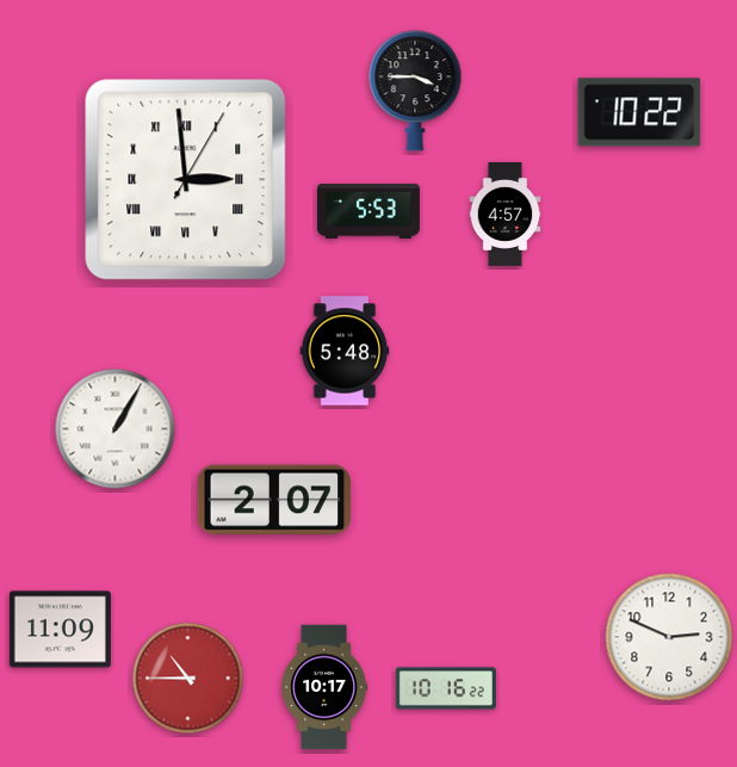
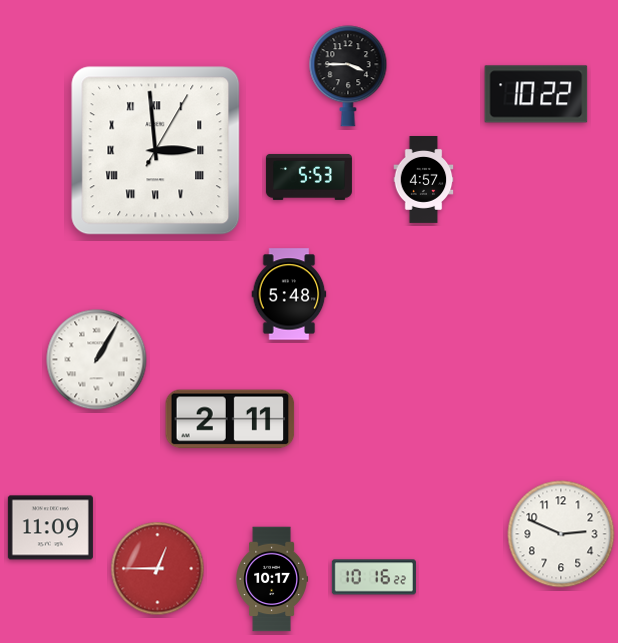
clock at (274, 500): 2:07 -> 2:11
clock at (188, 679): 10:45 -> 12:45
clock at (323, 687) position: (323, 687) -> (271, 579)
